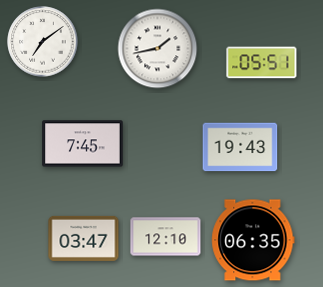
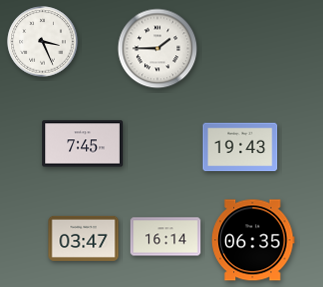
clock at (43, 42): 7:09 -> 3:26
clock at (158, 49): 1:43 -> 1:45
clock at (262, 63): 05:51 -> none
clock at (166, 237): 12:10 -> 16:14
